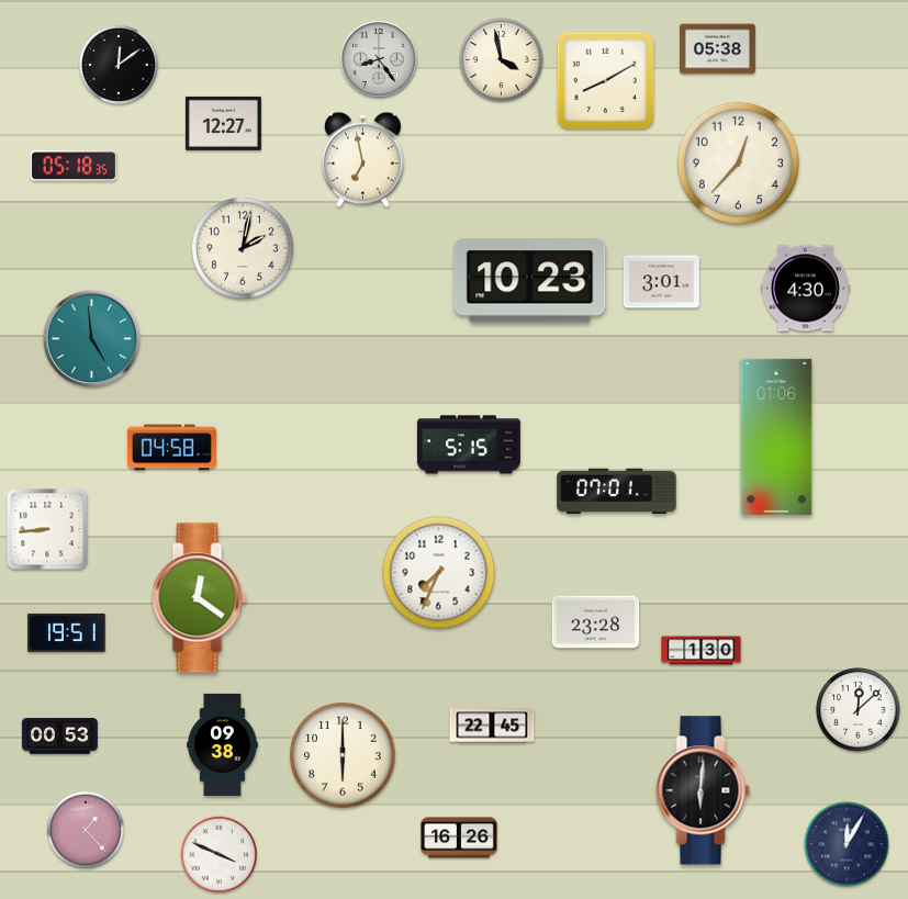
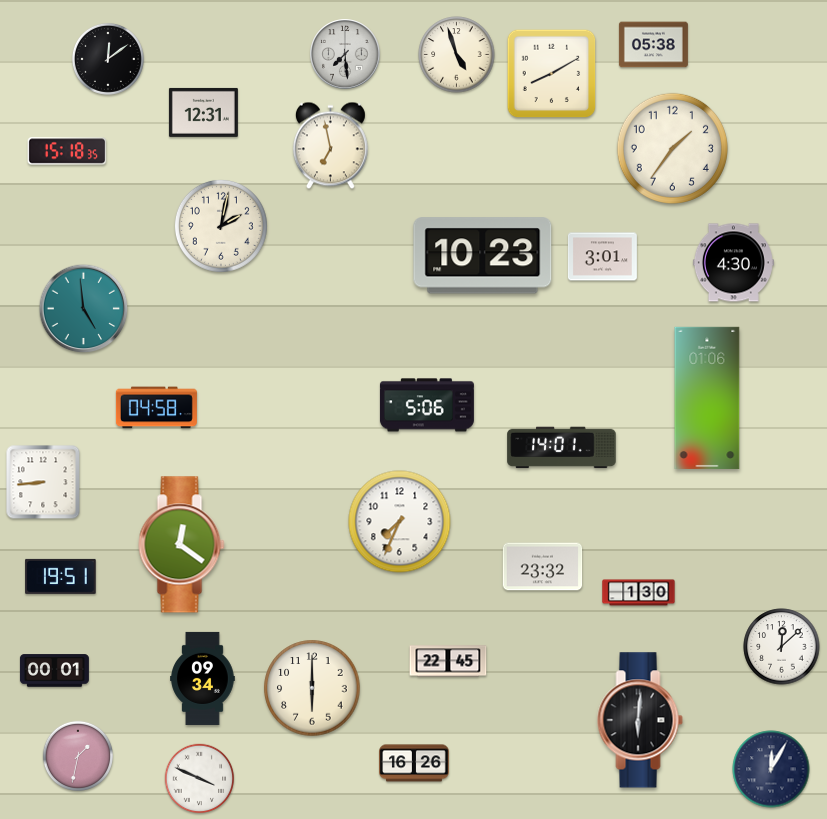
clock at (379, 59): 8:24 -> 7:29
clock at (502, 60): 3:58 -> 4:57
clock at (223, 123): 12:27 -> 12:31
clock at (738, 162): 12:37 -> 1:36
clock at (74, 166): 05:18 -> 15:18
clock at (469, 445): 5:15 -> 5:06
clock at (617, 492): 07:01 -> 14:01
clock at (596, 622): 23:28 -> 23:32
clock at (59, 737): 00:53 -> 00:01
clock at (223, 744): 09:38 -> 09:34
clock at (85, 829): 1:23 -> 1:32
clock at (459, 838) position: (459, 838) -> (414, 763)
